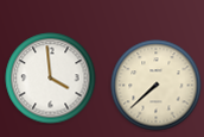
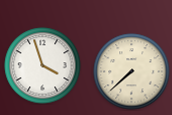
clock at (51, 79): 3:59 -> 3:57
